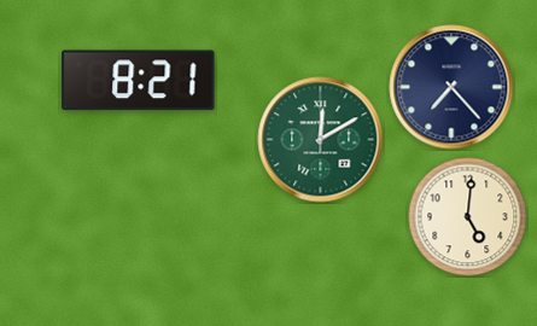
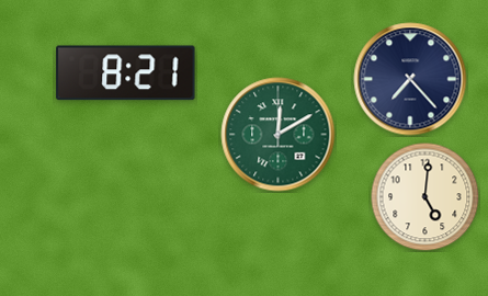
clock at (321, 140) position: (321, 140) -> (279, 135)
